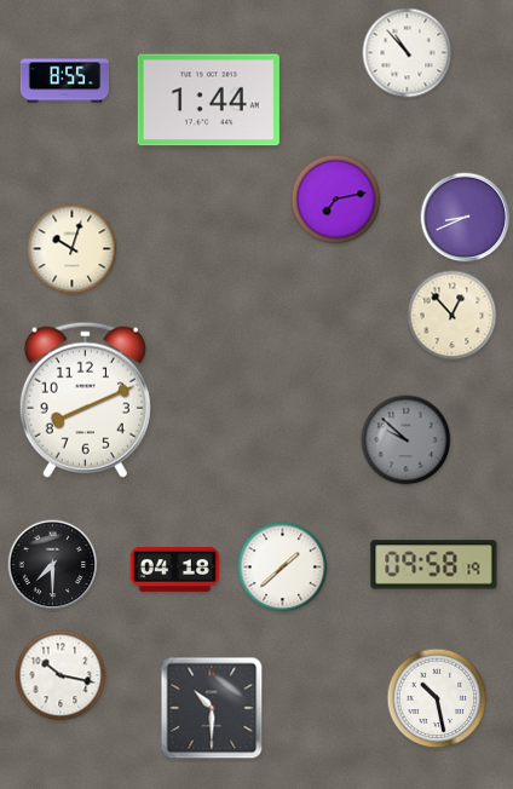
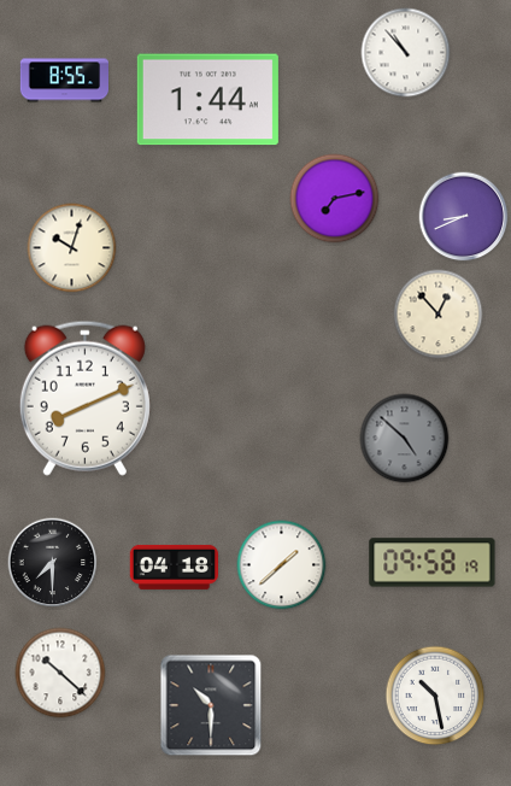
clock at (453, 316) position: (453, 316) -> (439, 315)
clock at (407, 440): 9:52 -> 4:52
clock at (60, 675): 10:17 -> 10:22
